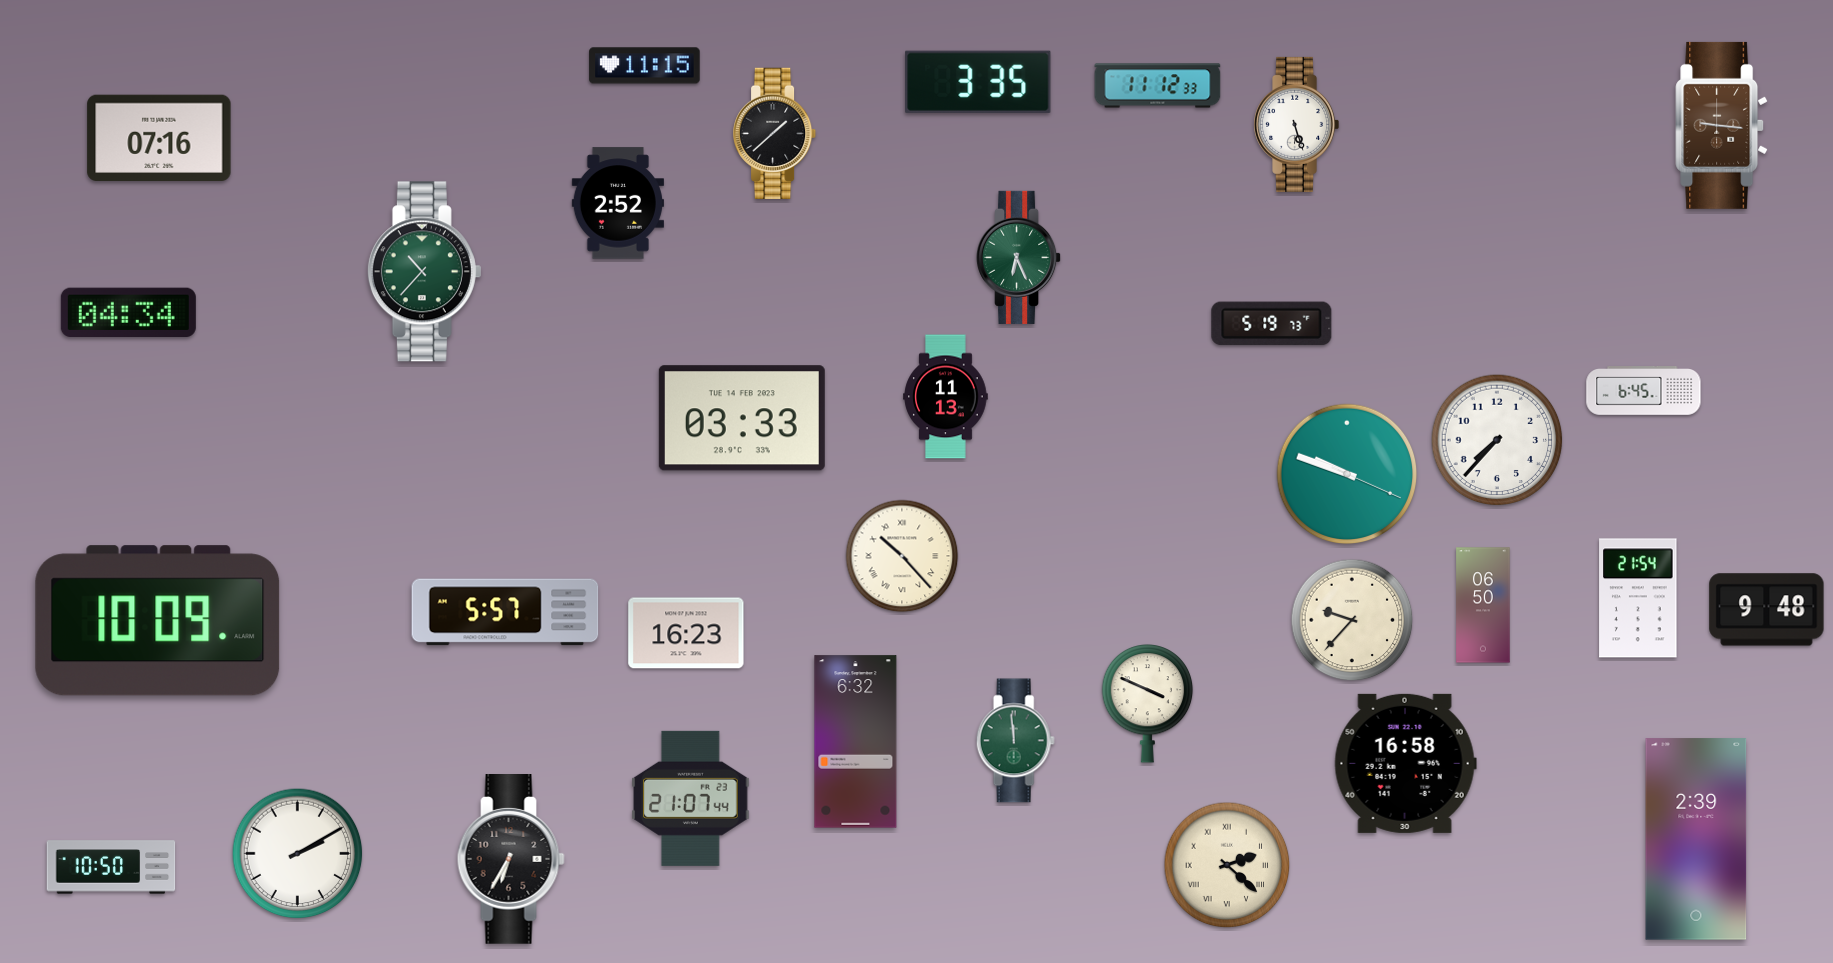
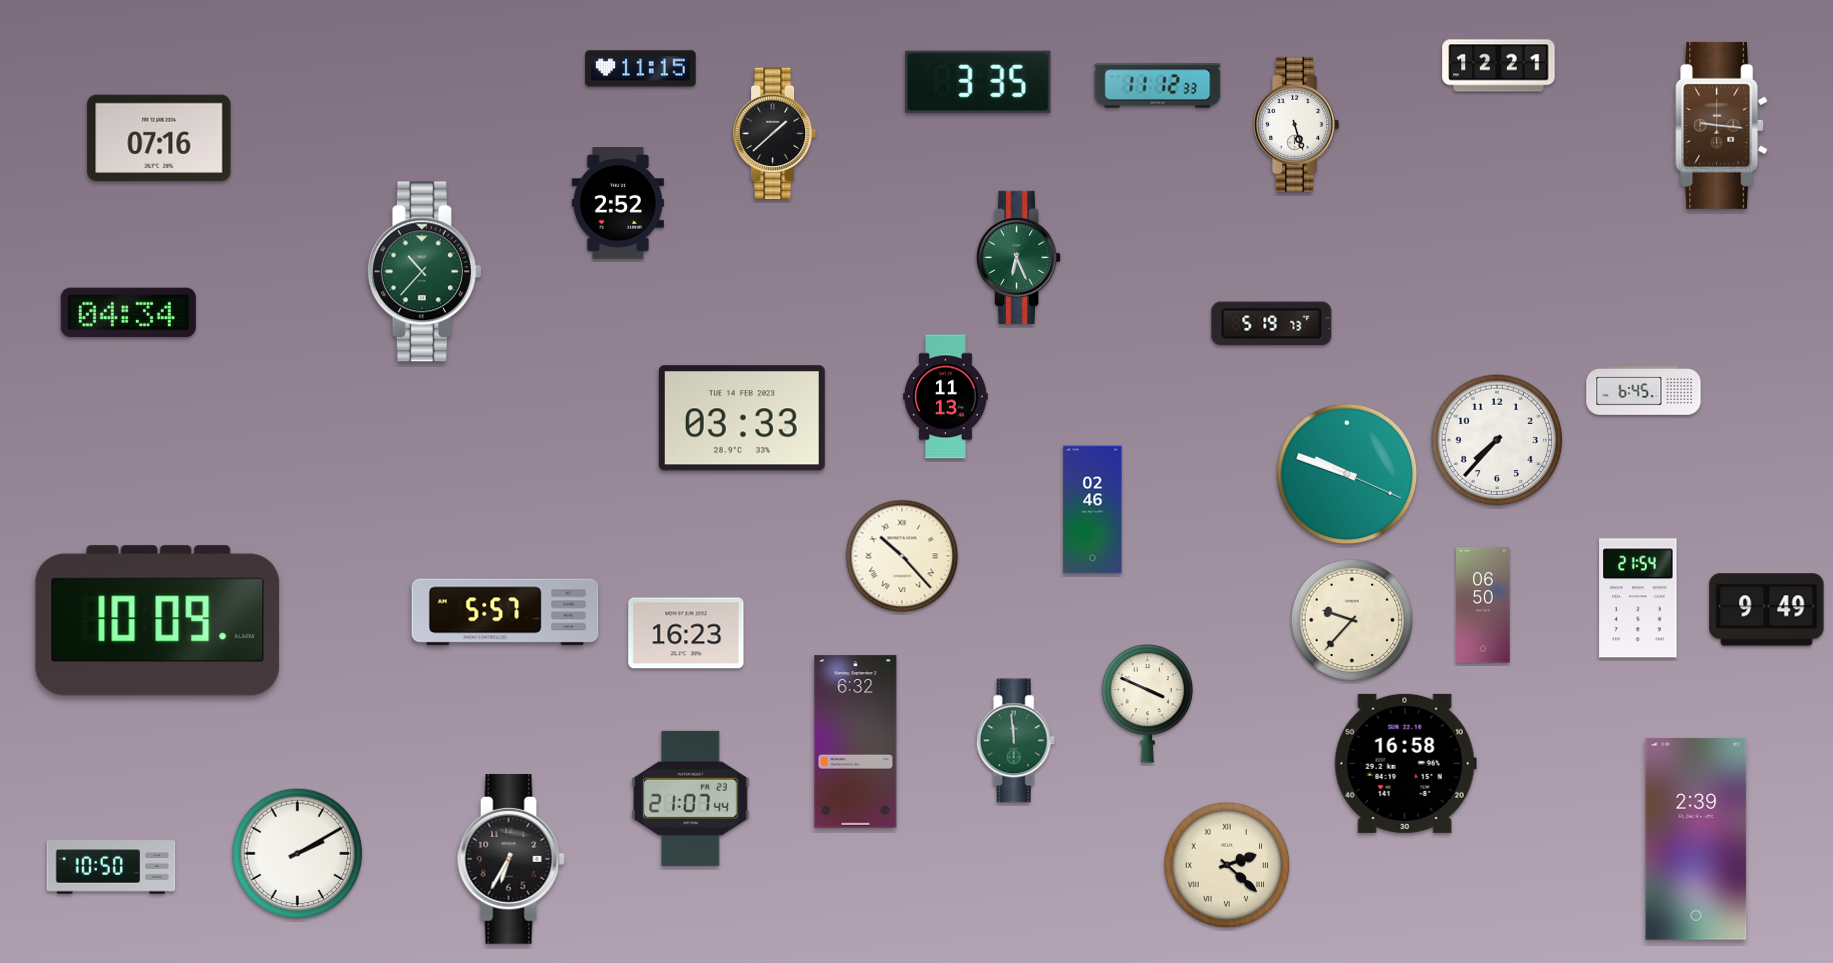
clock at (645, 66) position: (645, 66) -> (641, 69)
clock at (1499, 66): none -> 12:21
clock at (1093, 510): none -> 02:46
clock at (1767, 610): 9:48 -> 9:49
